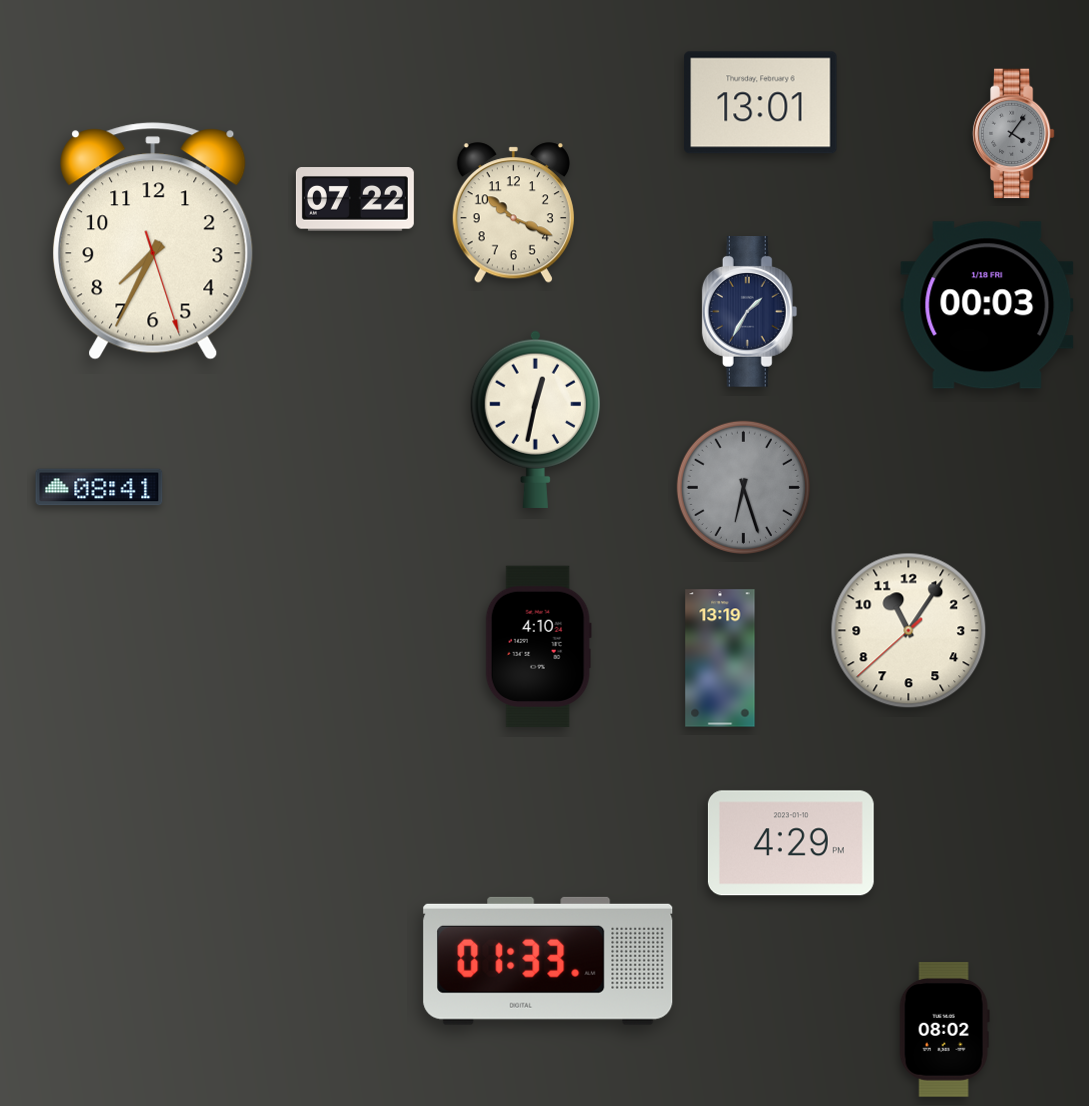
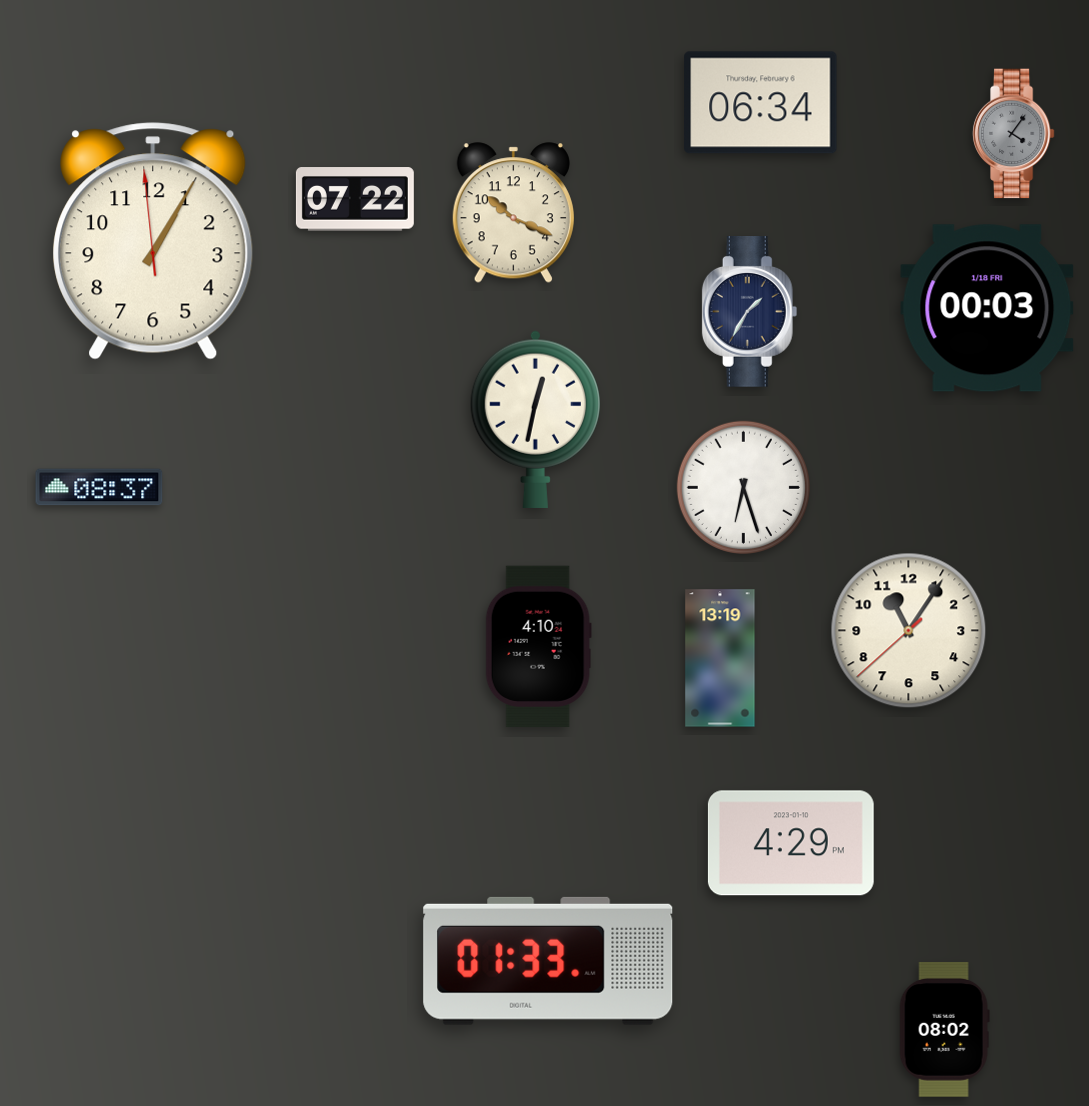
clock at (761, 103): 13:01 -> 06:34
clock at (153, 241): 7:34 -> 1:04
clock at (987, 305) position: (987, 305) -> (987, 308)
clock at (99, 487): 08:41 -> 08:37
clock at (743, 487) dial: grey -> white
